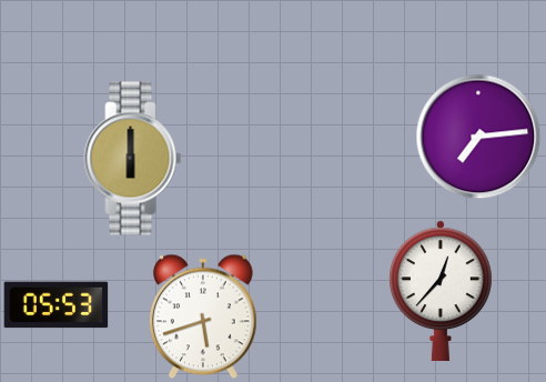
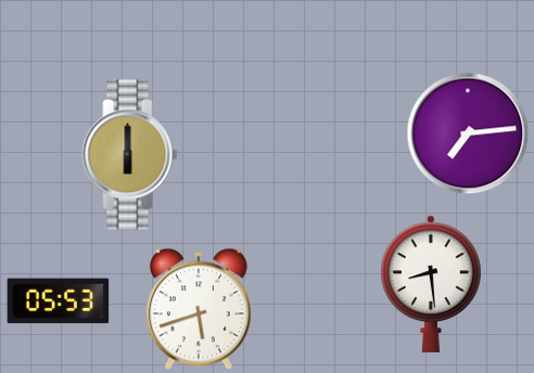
clock at (442, 291): 12:37 -> 8:29
clock at (57, 305) position: (57, 305) -> (59, 301)
